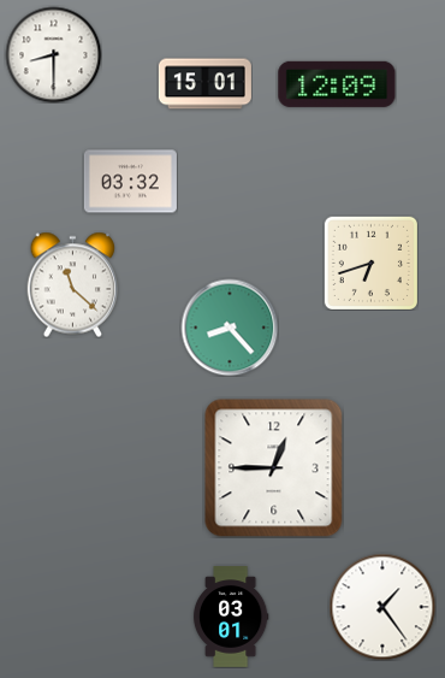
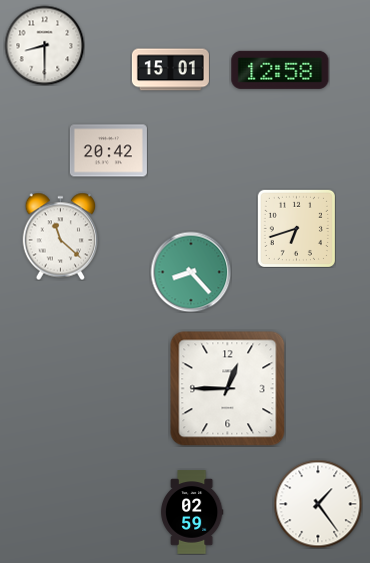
clock at (337, 84): 12:09 -> 12:58
clock at (130, 182): 03:32 -> 20:42
clock at (370, 263) position: (370, 263) -> (296, 228)
clock at (231, 617): 03:01 -> 02:59
